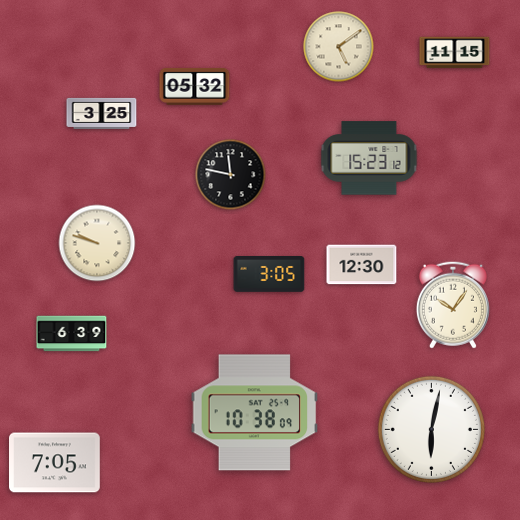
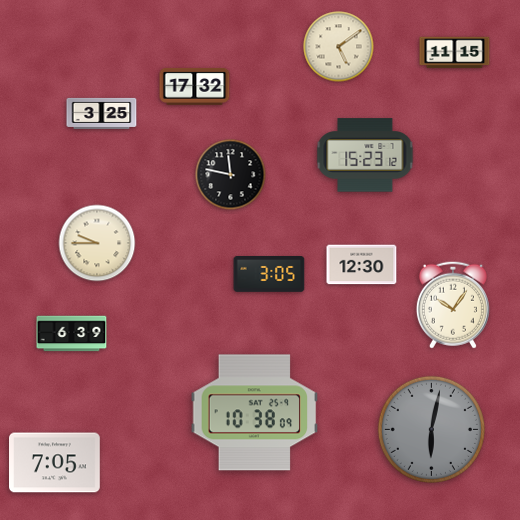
clock at (195, 86): 05:32 -> 17:32
clock at (369, 158) position: (369, 158) -> (365, 155)
clock at (97, 243): 9:48 -> 9:45
clock at (431, 429) dial: white -> grey
